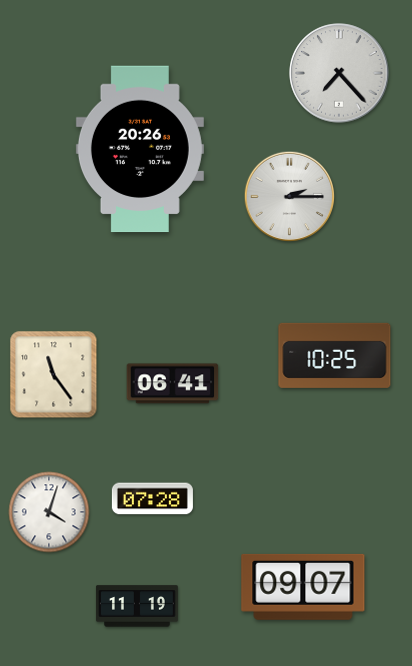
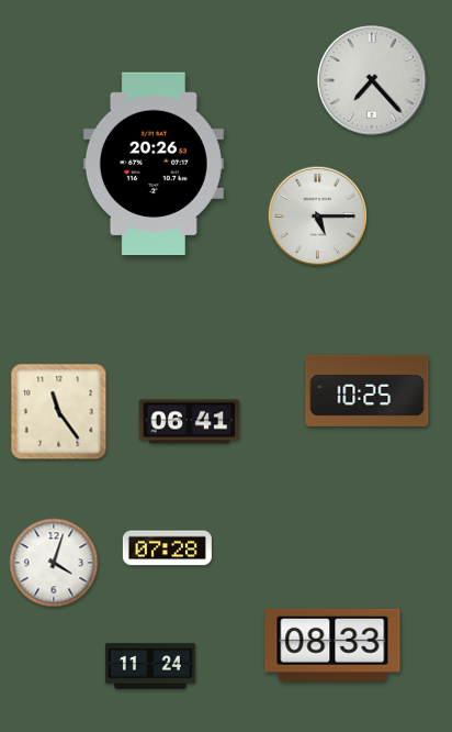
clock at (290, 197): 2:15 -> 5:15
clock at (303, 587): 09:07 -> 08:33
clock at (137, 606): 11:19 -> 11:24
